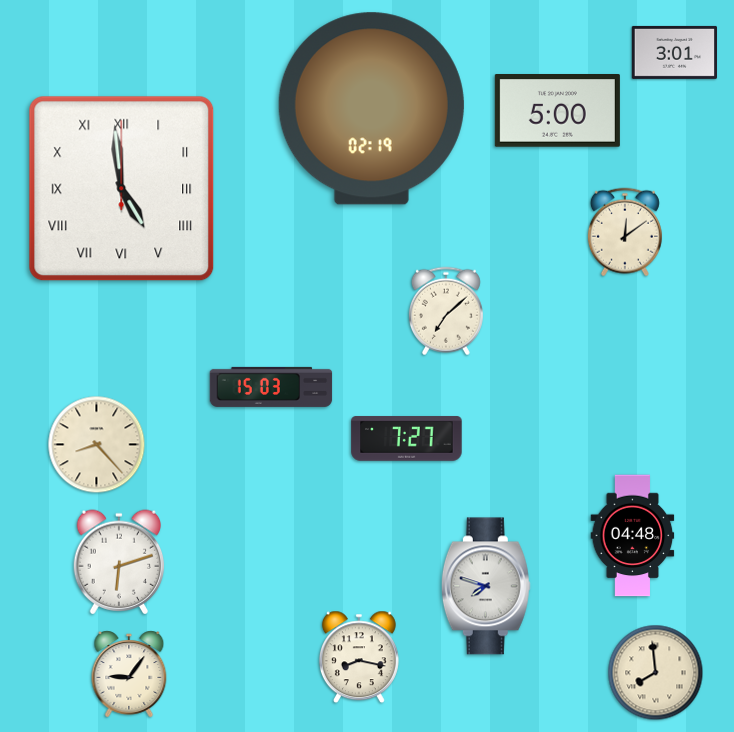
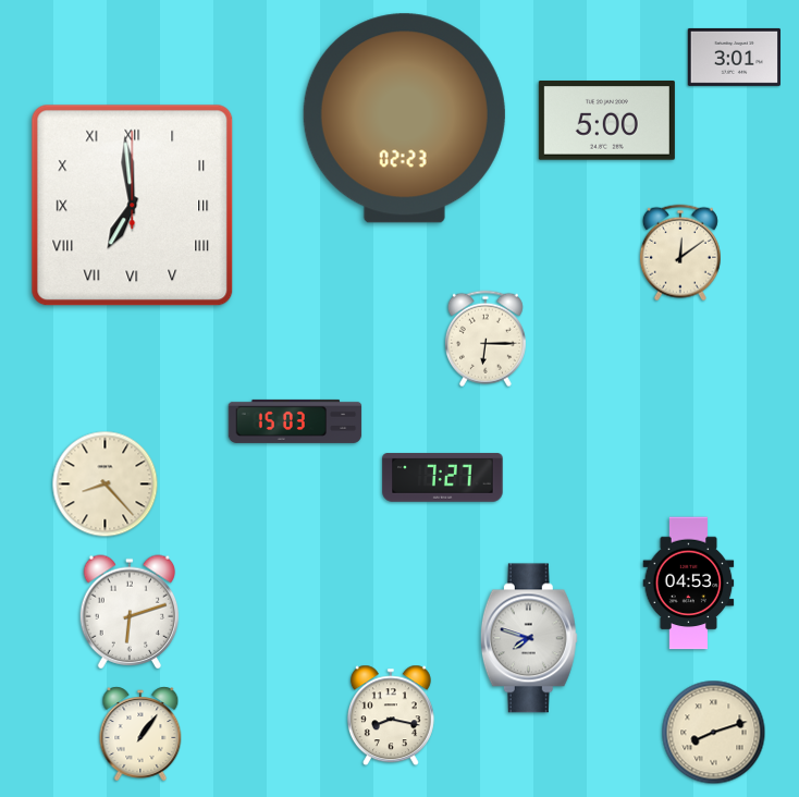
clock at (371, 109): 02:19 -> 02:23
clock at (122, 189): 4:59 -> 6:59
clock at (446, 311): 7:08 -> 6:15
clock at (633, 536): 04:48 -> 04:53
clock at (656, 673): 7:59 -> 8:12
clock at (129, 674): 9:06 -> 1:06
